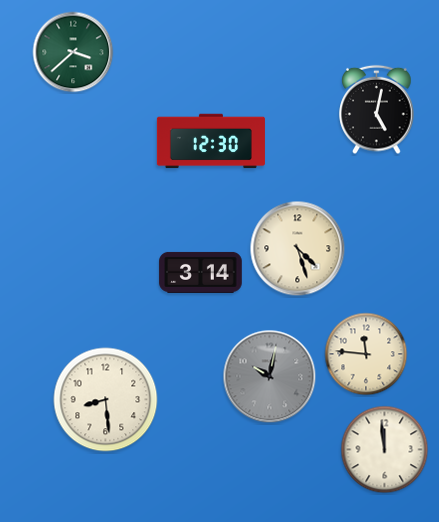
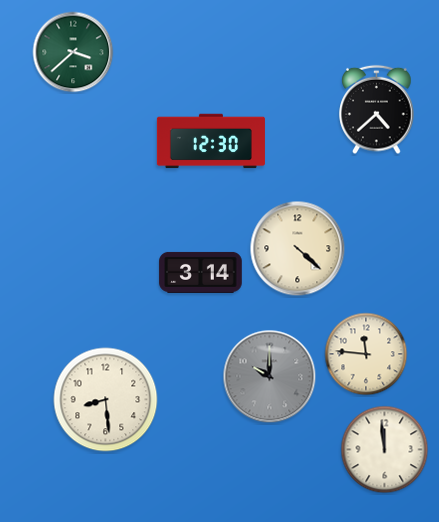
clock at (377, 110): 5:02 -> 4:38
clock at (298, 249): 4:27 -> 4:22
clock at (270, 377): 10:02 -> 10:00
